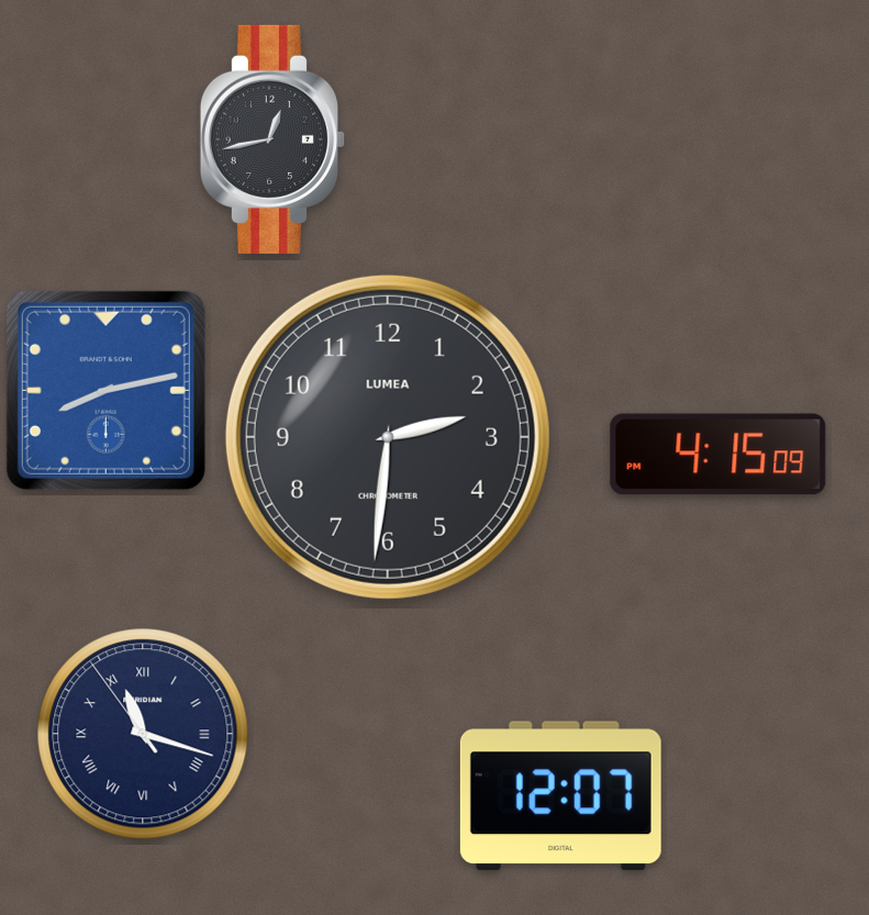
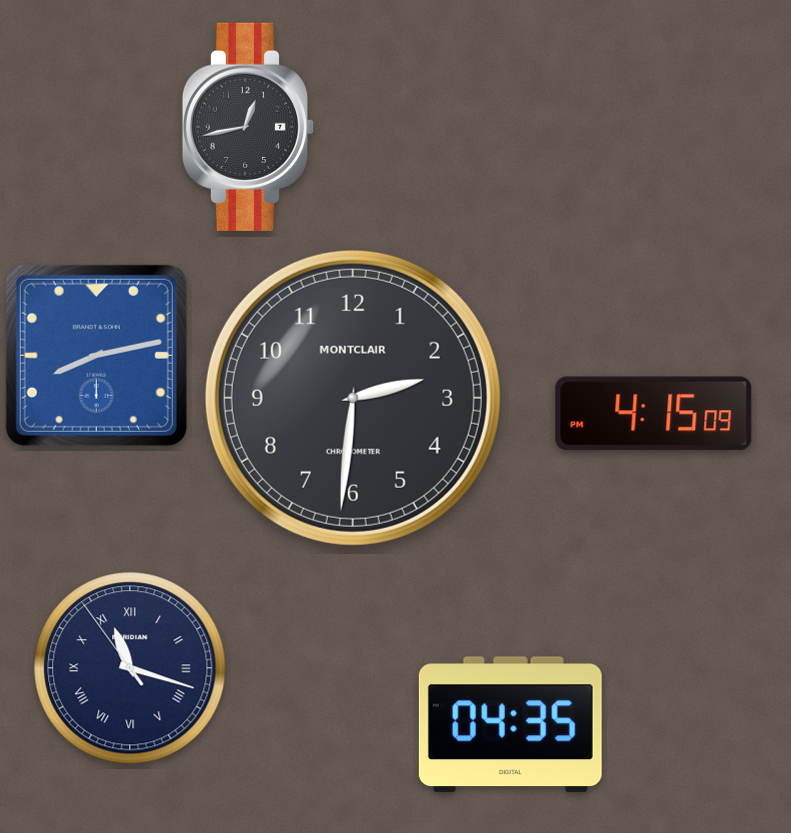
clock at (388, 437) brand: LUMEA -> MONTCLAIR
clock at (560, 796): 12:07 -> 04:35
